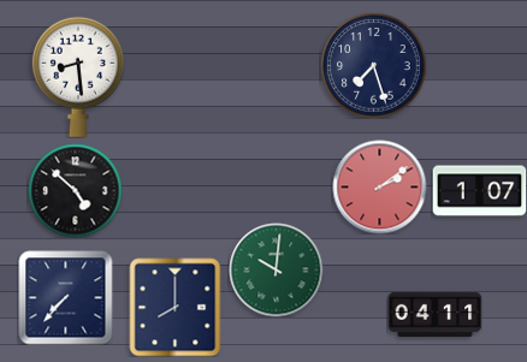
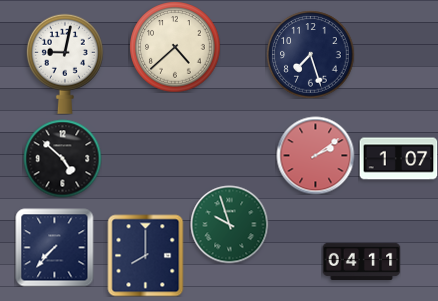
clock at (175, 47): none -> 4:38
clock at (78, 77): 8:29 -> 9:02
clock at (276, 269): 10:01 -> 9:57
